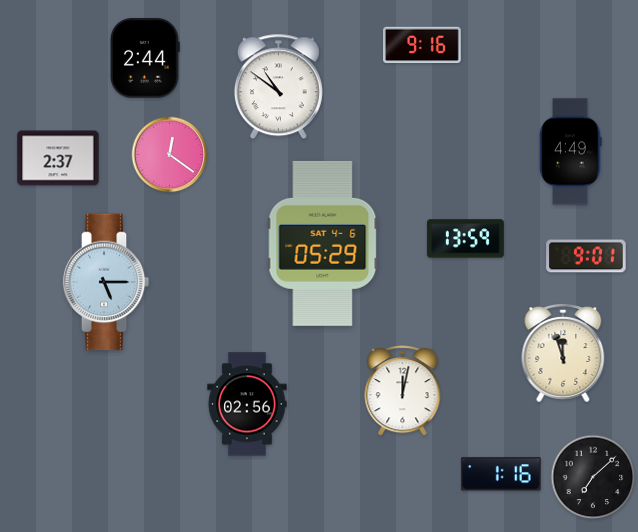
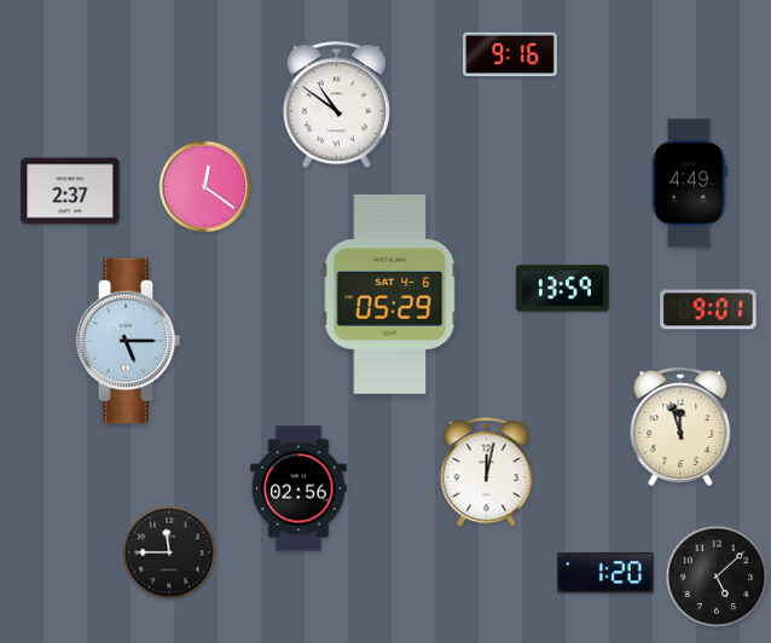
clock at (145, 58): 2:44 -> none
clock at (169, 552): none -> 11:45
clock at (501, 474): 1:16 -> 1:20
clock at (593, 477): 7:08 -> 5:08
